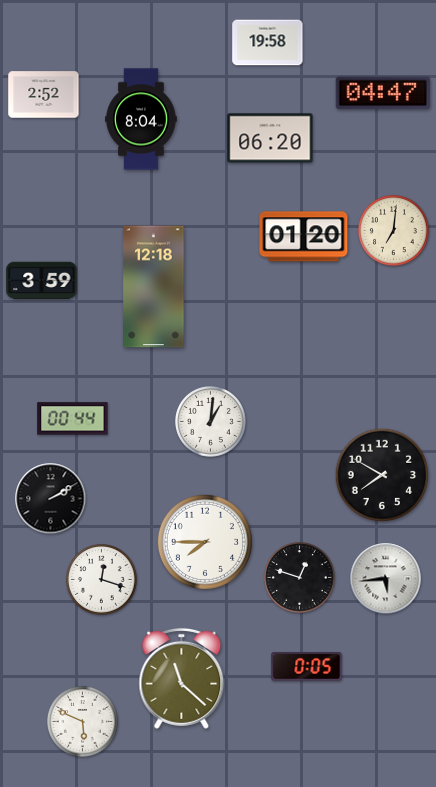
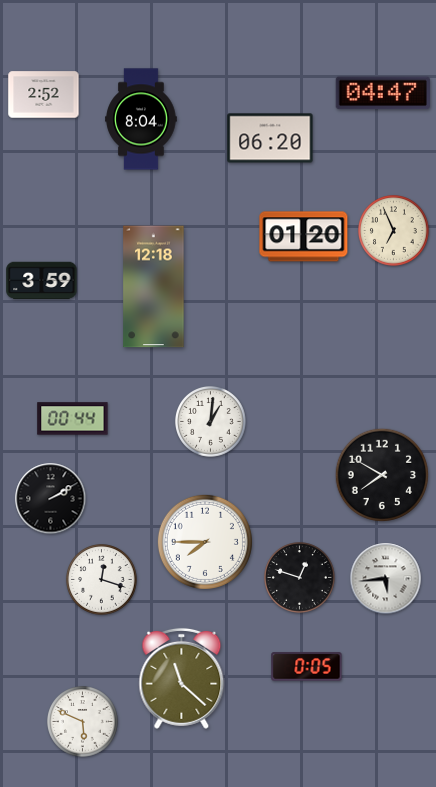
clock at (268, 43): 19:58 -> none
clock at (394, 231): 7:01 -> 6:56
